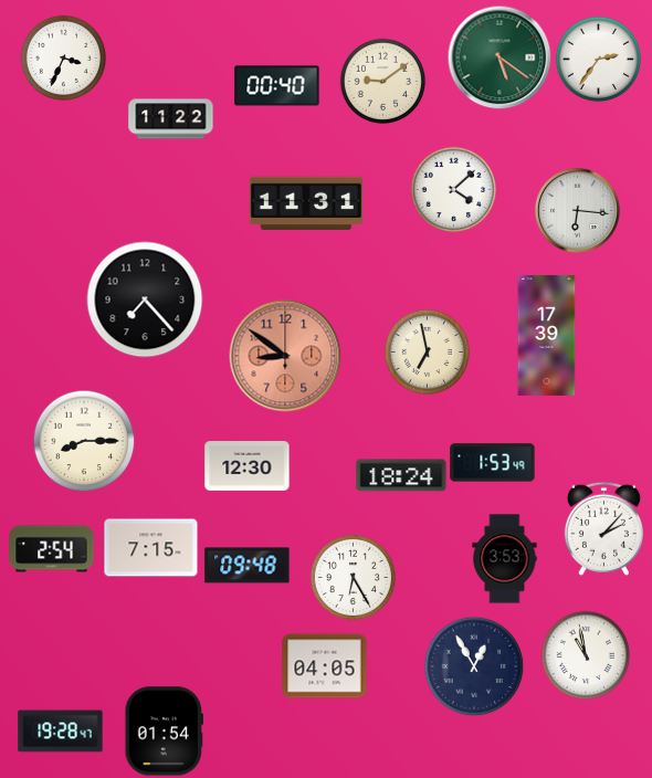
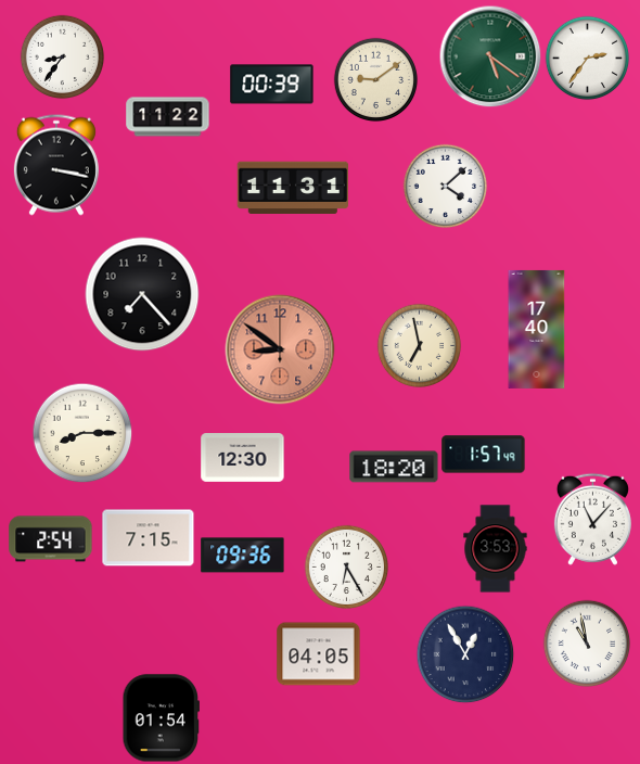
clock at (63, 57): 3:34 -> 8:36
clock at (277, 86): 00:40 -> 00:39
clock at (56, 165): none -> 3:17
clock at (306, 203) position: (306, 203) -> (293, 188)
clock at (577, 210): 6:16 -> none
clock at (547, 335): 17:39 -> 17:40
clock at (493, 463): 1:53 -> 1:57
clock at (401, 475): 18:24 -> 18:20
clock at (603, 528): 2:07 -> 11:07
clock at (248, 566): 09:48 -> 09:36
clock at (586, 655) position: (586, 655) -> (587, 644)
clock at (61, 732): 19:28 -> none
